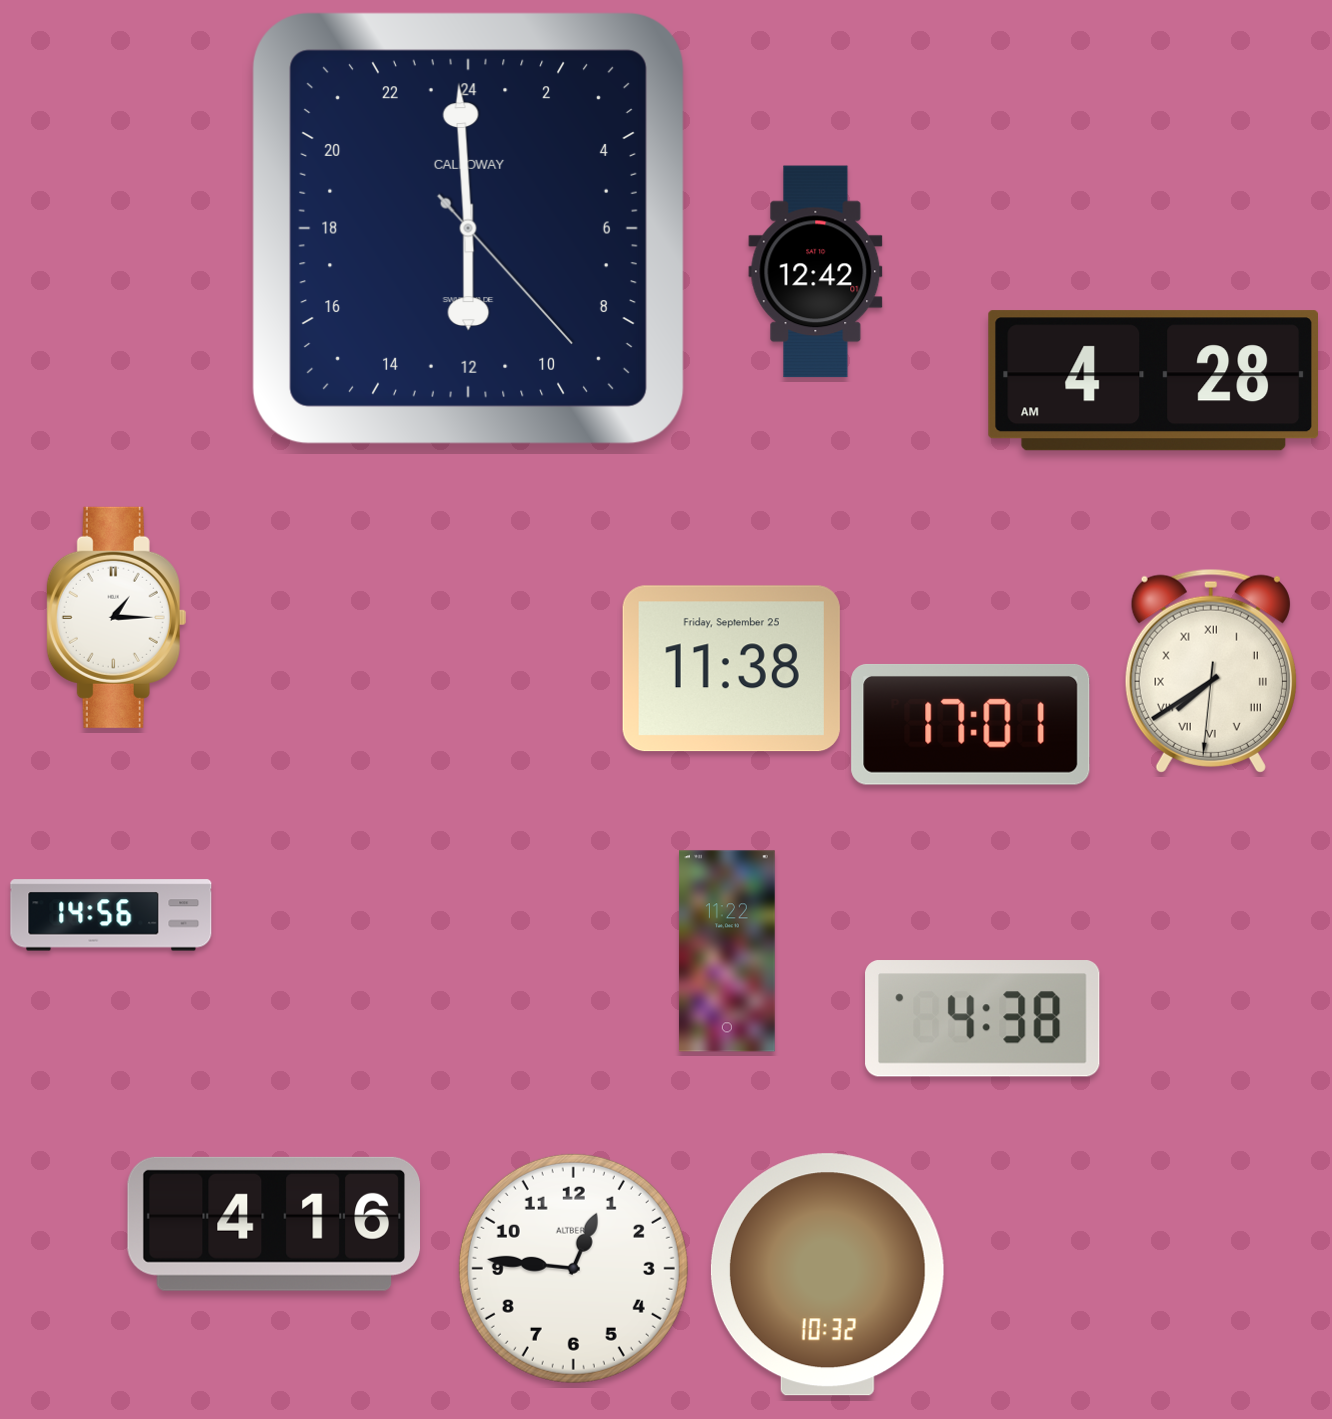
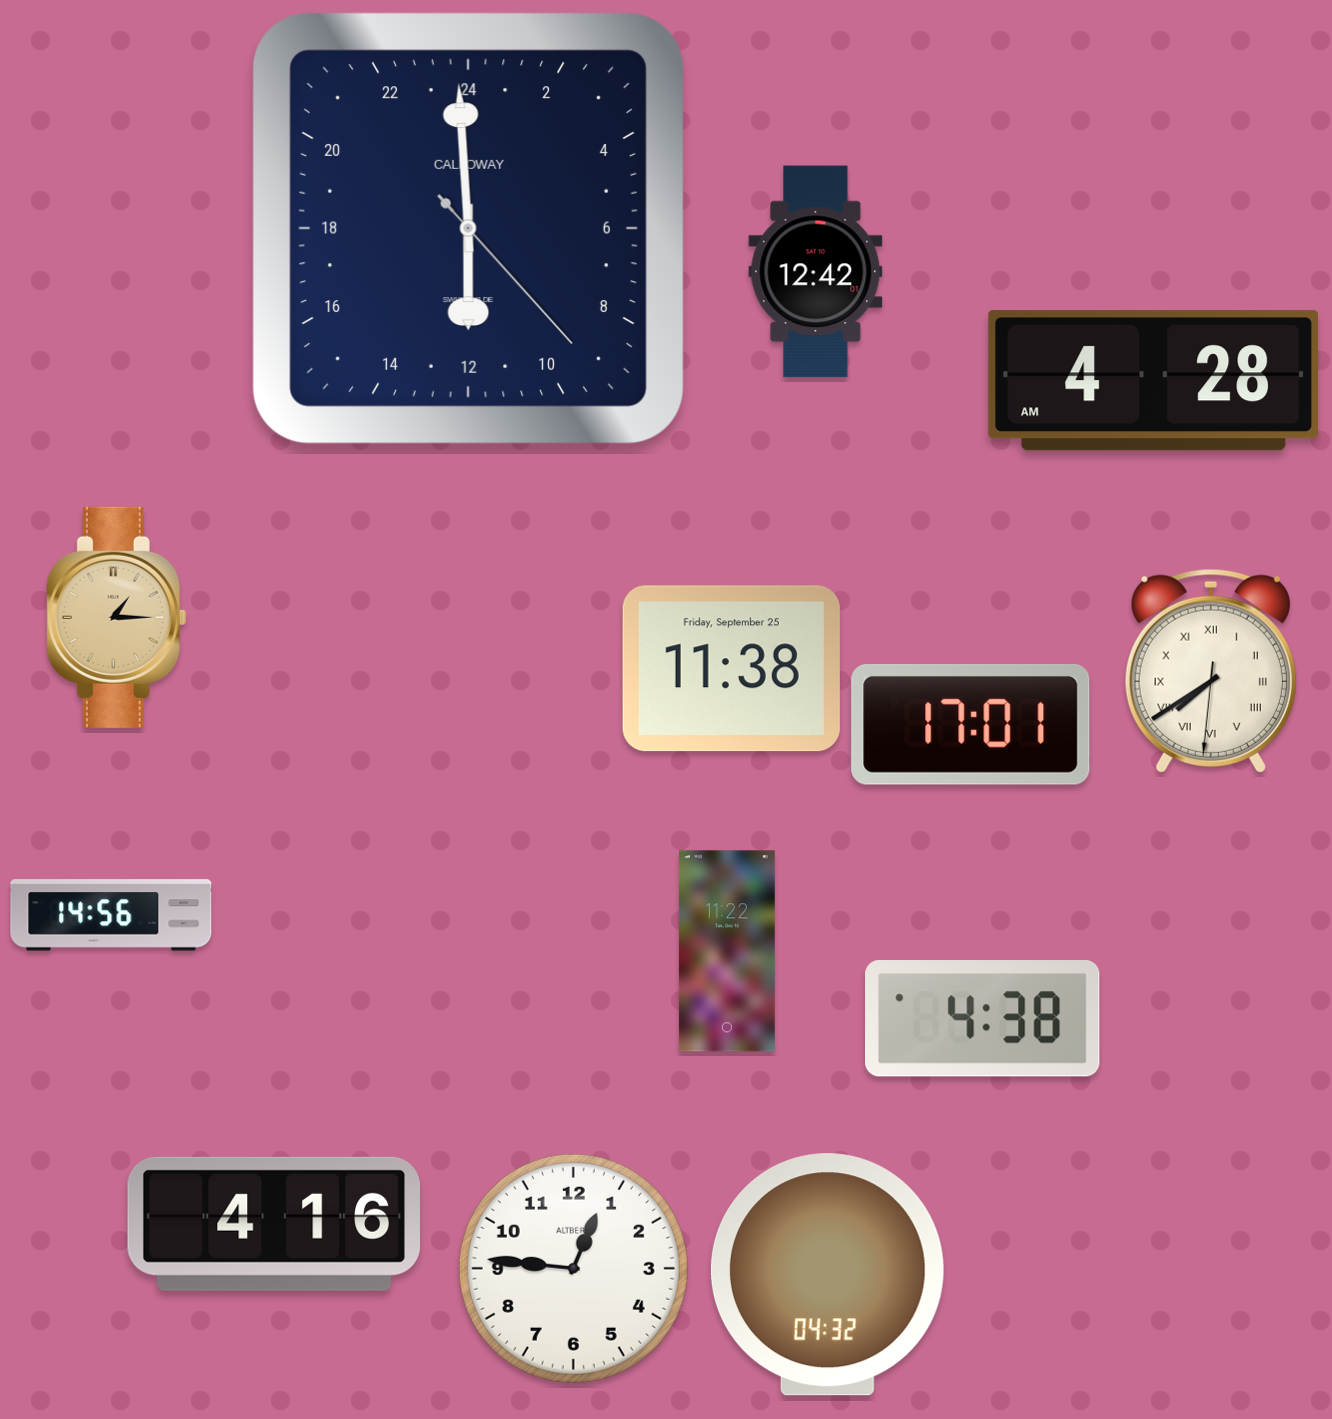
clock at (117, 617) dial: white -> champagne
clock at (827, 1275): 10:32 -> 04:32
